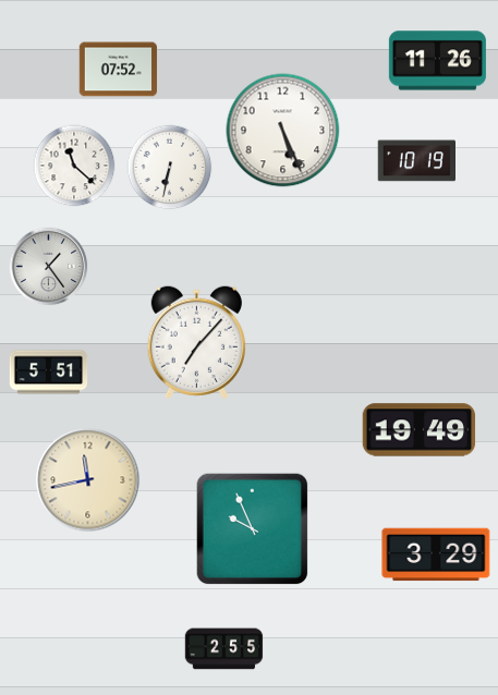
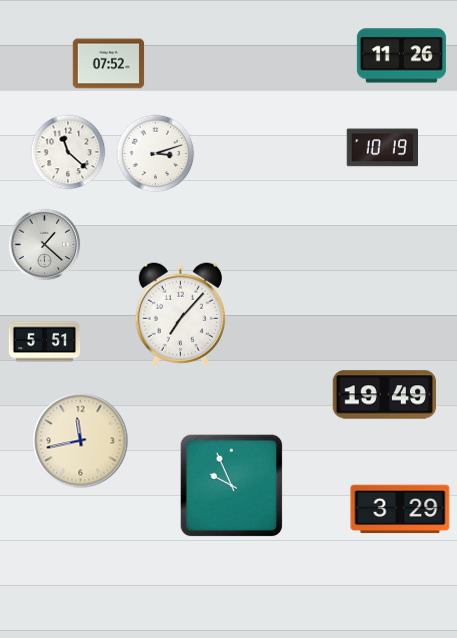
clock at (283, 131): 5:26 -> none
clock at (170, 168): 6:32 -> 3:12
clock at (49, 267): 1:24 -> 1:22
clock at (224, 649): 2:55 -> none
